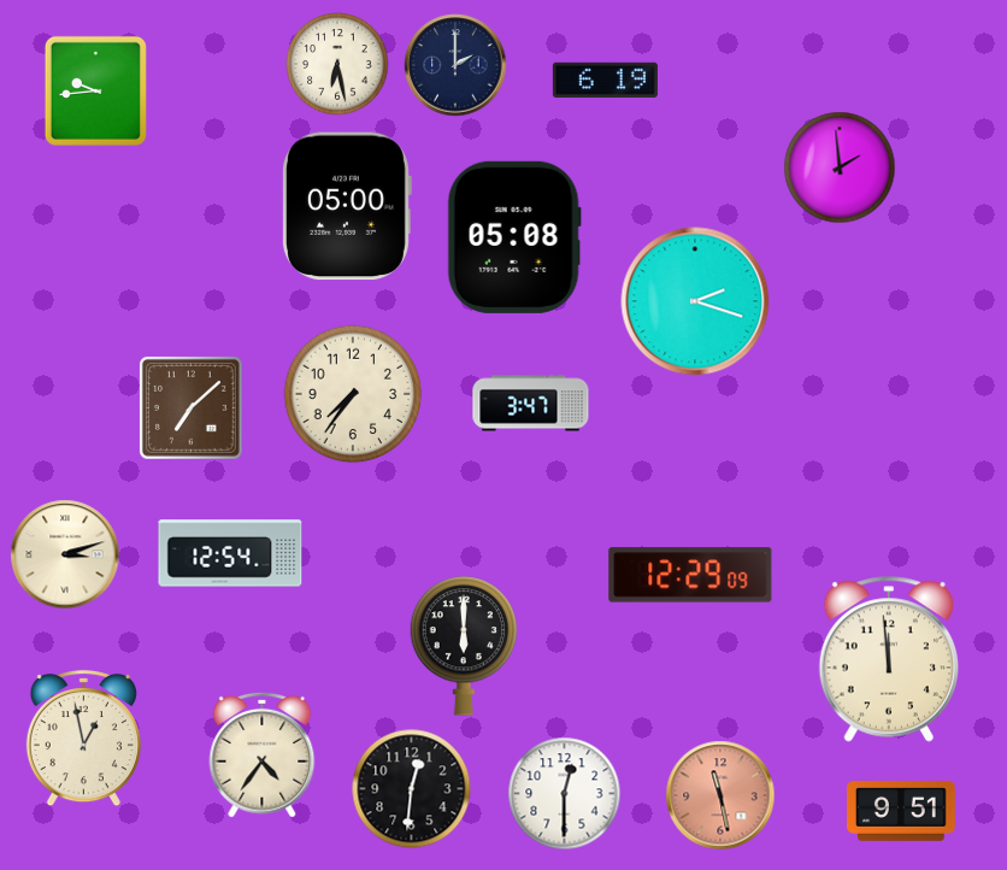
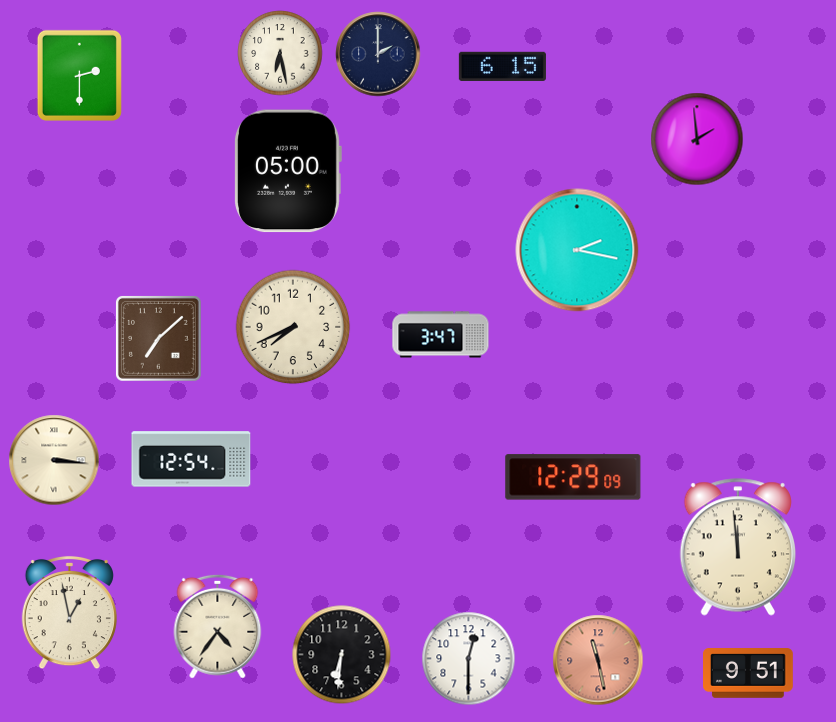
clock at (605, 80): 6:19 -> 6:15
clock at (95, 90): 9:44 -> 2:30
clock at (514, 237): 05:08 -> none
clock at (695, 301): 2:18 -> 2:17
clock at (353, 394): 7:36 -> 7:41
clock at (65, 554): 3:12 -> 3:16
clock at (464, 646): 6:00 -> none
clock at (412, 789): 12:31 -> 6:31
